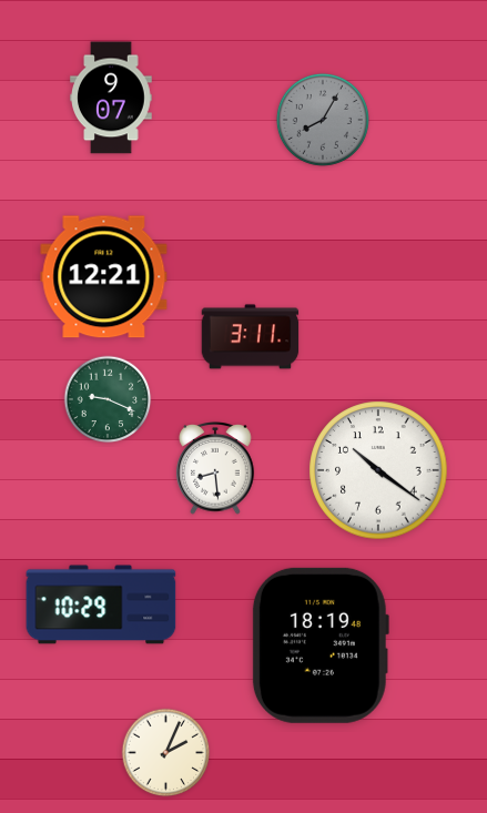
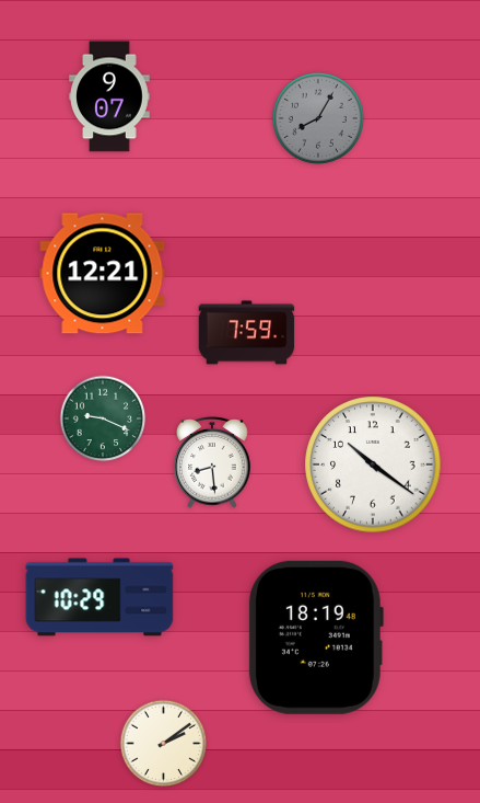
clock at (251, 337): 3:11 -> 7:59
clock at (108, 399) position: (108, 399) -> (103, 418)
clock at (166, 753): 2:04 -> 2:09
